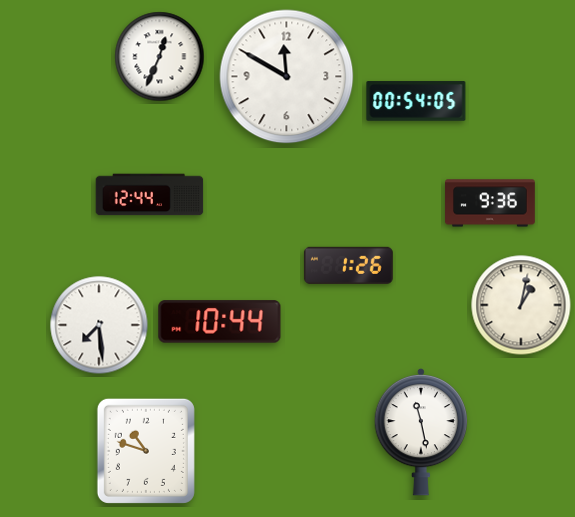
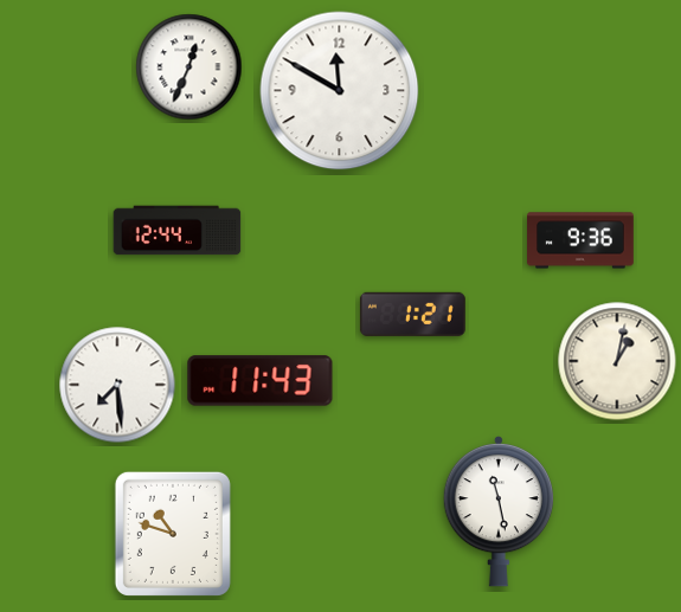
clock at (416, 101): 00:54 -> none
clock at (348, 265): 1:26 -> 1:21
clock at (220, 322): 10:44 -> 11:43
